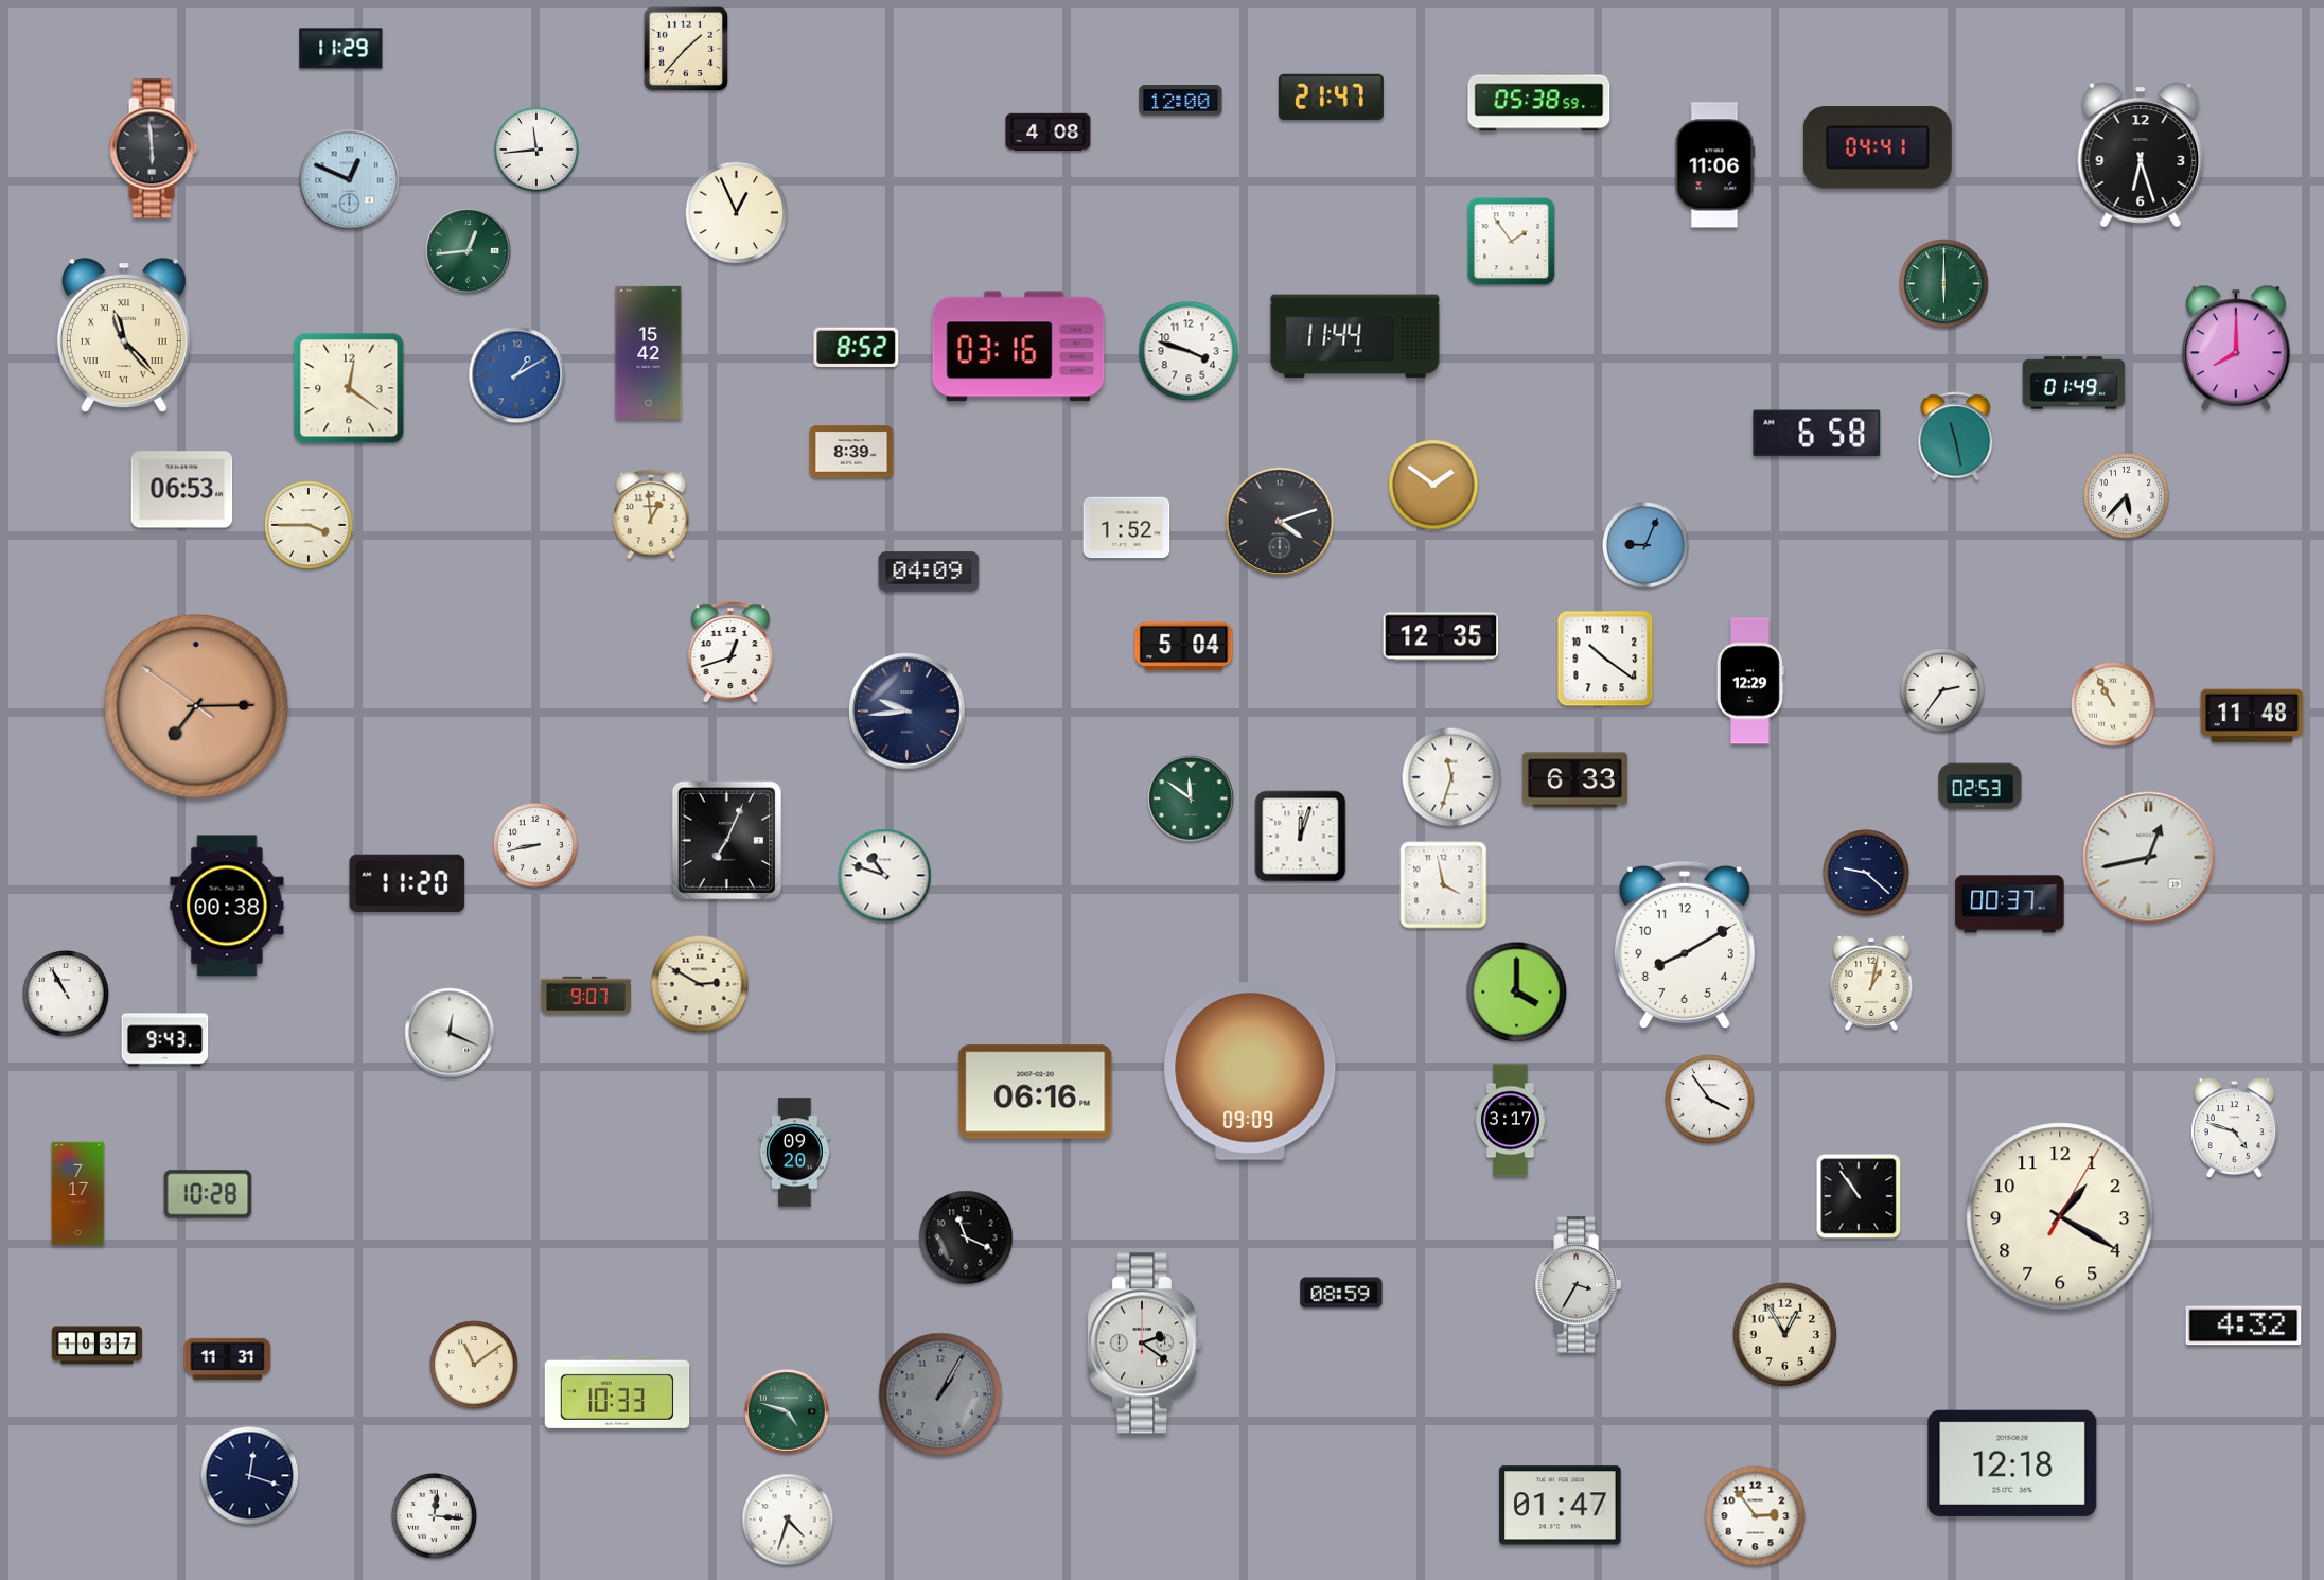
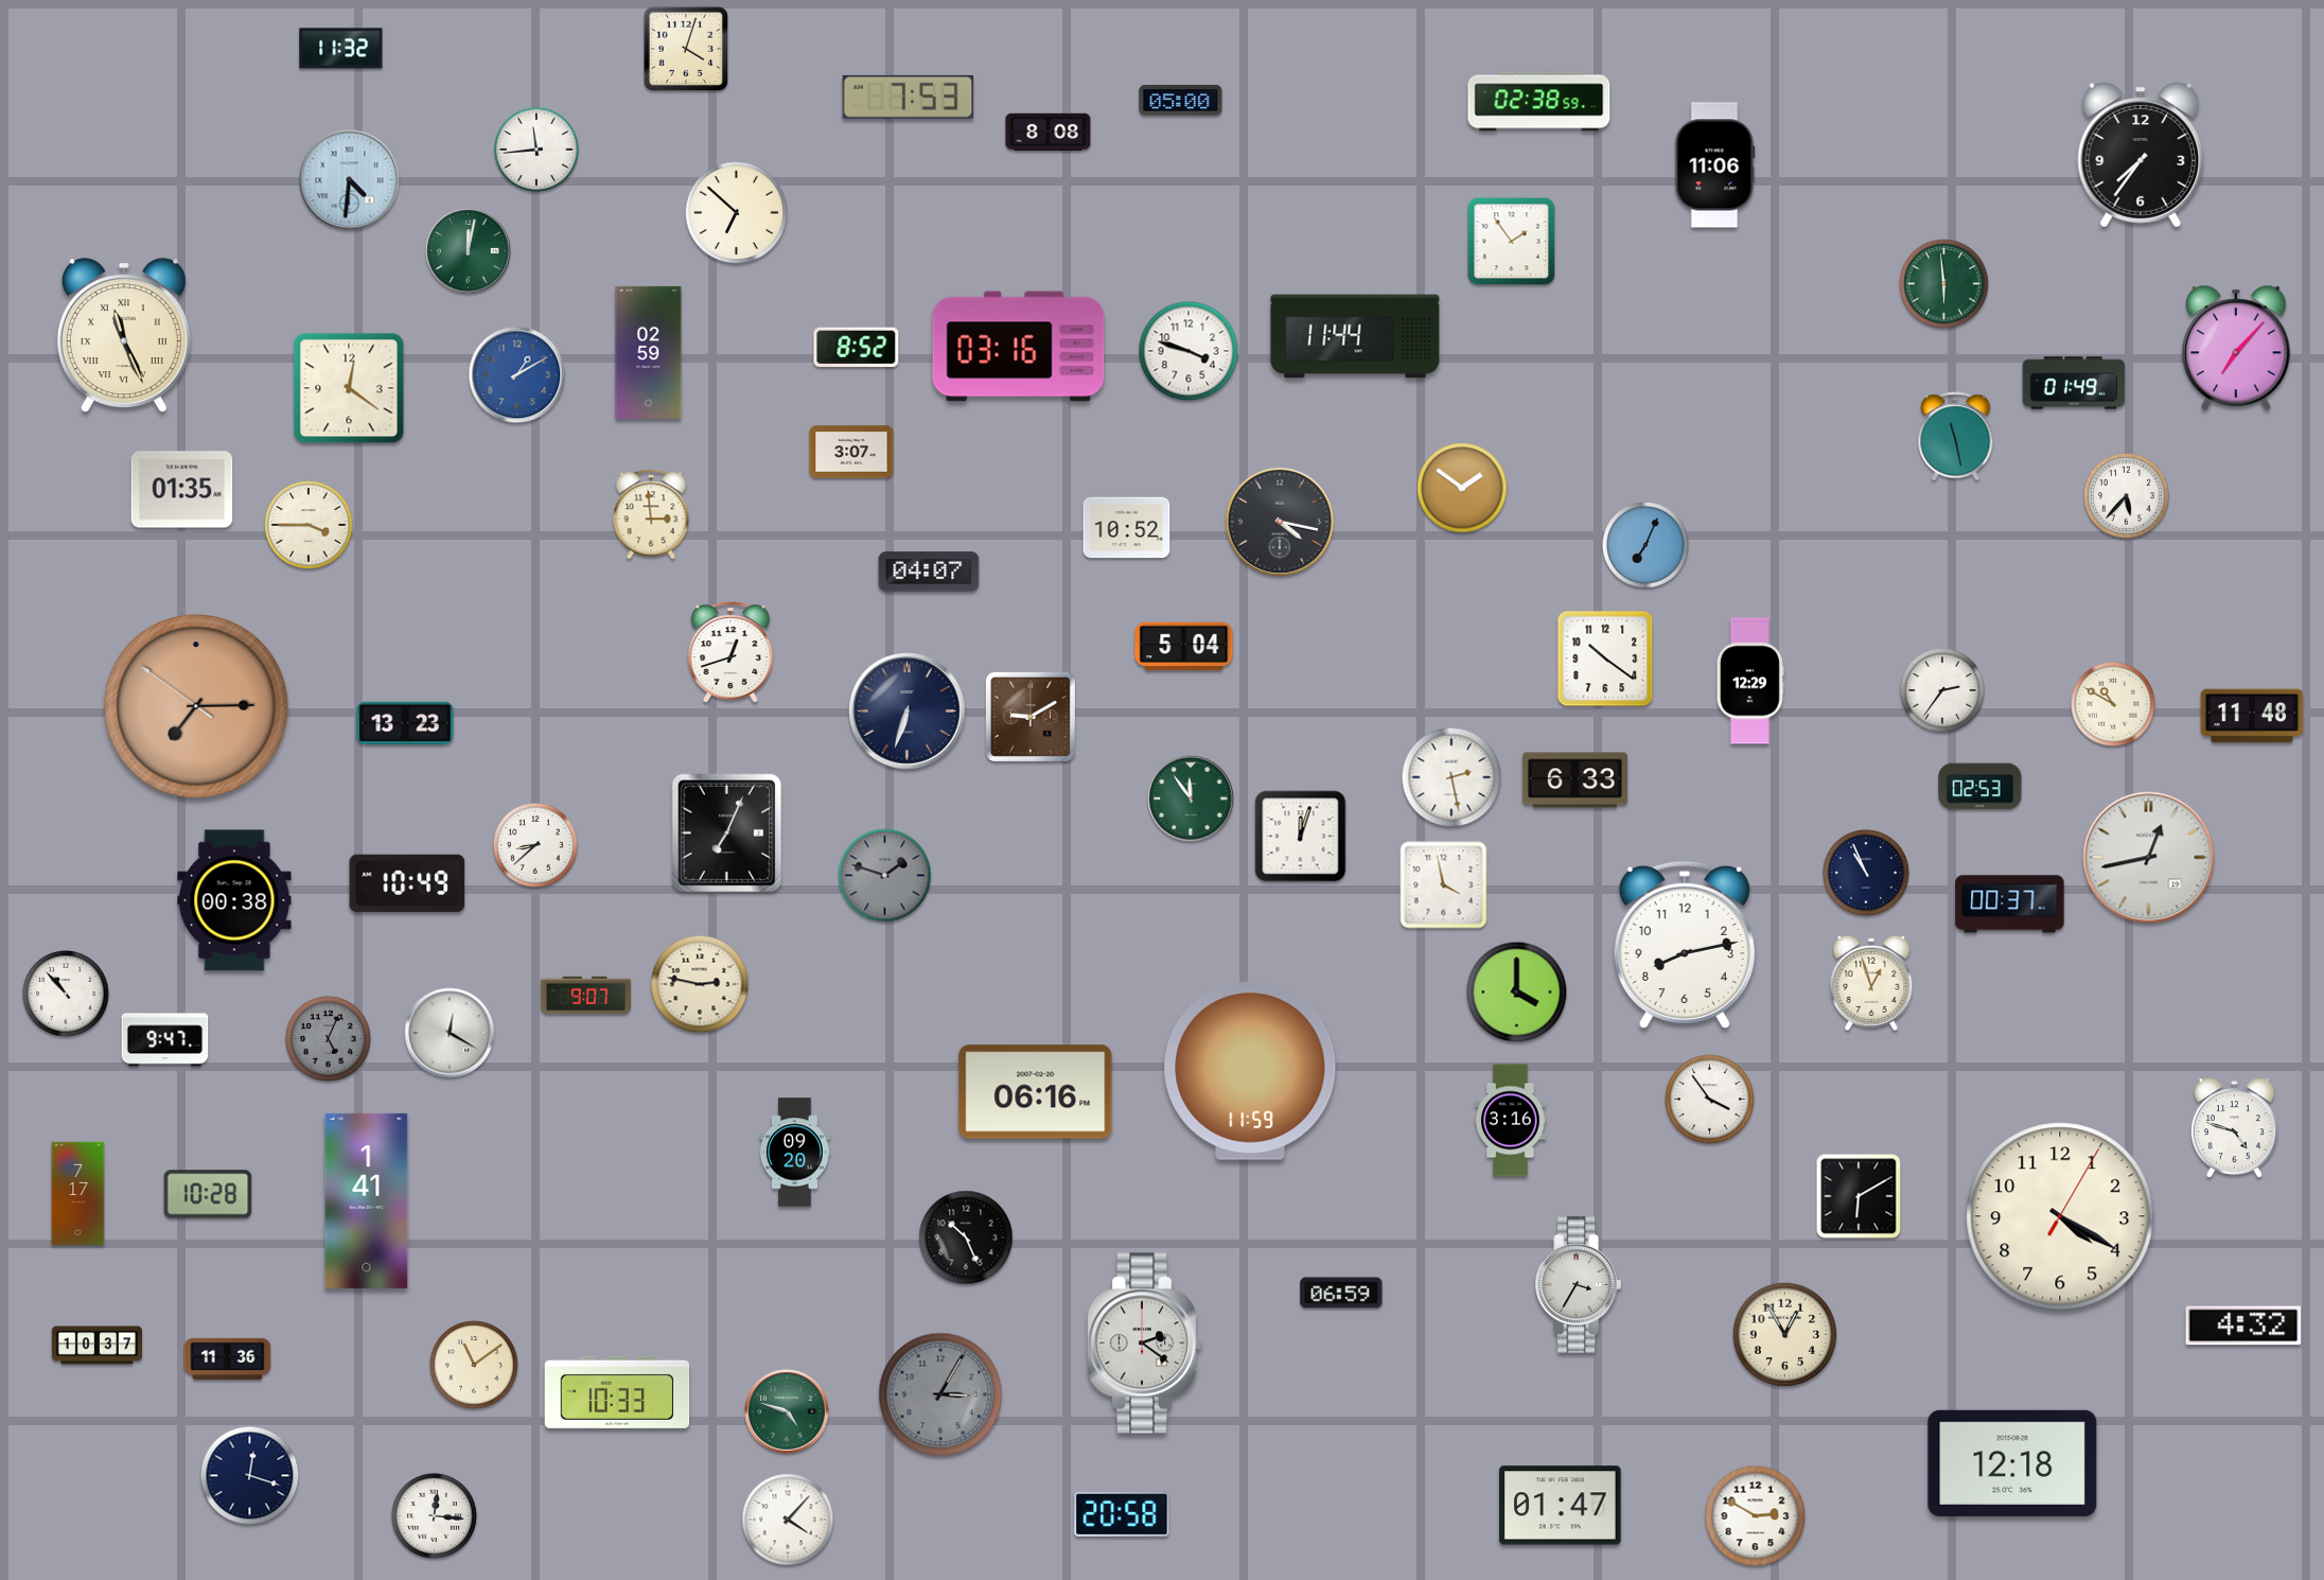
clock at (685, 48): 1:37 -> 4:03
clock at (341, 49): 11:29 -> 11:32
clock at (909, 96): none -> 7:53
clock at (1331, 96): 21:47 -> none
clock at (1181, 101): 12:00 -> 05:00
clock at (1539, 102): 05:38 -> 02:38
clock at (1049, 133): 4:08 -> 8:08
clock at (1878, 147): 04:41 -> none
clock at (154, 148): 5:59 -> none
clock at (2141, 155): 6:27 -> 7:36
clock at (350, 180): 12:49 -> 4:31
clock at (737, 213): 12:56 -> 6:52
clock at (469, 251): 12:44 -> 12:02
clock at (1944, 284): 6:00 -> 5:59
clock at (124, 336): 11:23 -> 11:26
clock at (2237, 347): 8:00 -> 7:07
clock at (649, 352): 15:42 -> 02:59
clock at (1817, 434): 6:58 -> none
clock at (851, 452): 8:39 -> 3:07
clock at (1433, 485) position: (1433, 485) -> (1462, 488)
clock at (182, 490): 06:53 -> 01:35
clock at (651, 514): 12:59 -> 2:59
clock at (1279, 521): 4:12 -> 4:17
clock at (1127, 528): 1:52 -> 10:52
clock at (1645, 545): 9:04 -> 7:04
clock at (929, 572): 04:09 -> 04:07
clock at (1441, 636): 12:35 -> none
clock at (2113, 704): 10:55 -> 10:50
clock at (908, 712): 9:44 -> 6:33
clock at (1031, 717): none -> 9:10
clock at (405, 723): none -> 13:23
clock at (1451, 777): 11:33 -> 2:28
clock at (1191, 798): 11:51 -> 11:54
clock at (727, 841) position: (727, 841) -> (727, 833)
clock at (535, 845): 8:43 -> 8:38
clock at (1866, 873): 9:22 -> 10:56
clock at (885, 876): 10:48 -> 1:48
clock at (885, 876) dial: white -> grey
clock at (407, 882): 11:20 -> 10:49
clock at (227, 906) position: (227, 906) -> (234, 900)
clock at (1685, 945): 8:10 -> 8:13
clock at (1871, 983): 1:02 -> 12:57
clock at (700, 984): 2:50 -> 2:47
clock at (66, 994): 10:55 -> 10:53
clock at (450, 1033): 12:19 -> 12:20
clock at (328, 1038): none -> 5:04
clock at (165, 1040): 9:43 -> 9:47
clock at (1250, 1072): 09:09 -> 11:59
clock at (1511, 1121): 3:17 -> 3:16
clock at (1859, 1196): 10:54 -> 6:10
clock at (367, 1200): none -> 1:41
clock at (2060, 1216): 1:20 -> 4:20
clock at (966, 1237): 11:19 -> 10:26
clock at (1341, 1293): 08:59 -> 06:59
clock at (228, 1358): 11:31 -> 11:36
clock at (940, 1394): 1:05 -> 3:05
clock at (1122, 1514): none -> 20:58
clock at (1756, 1516): 2:54 -> 2:50
clock at (788, 1520): 4:33 -> 4:07
